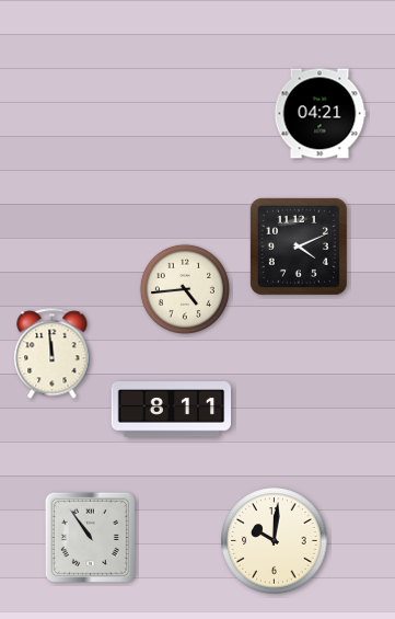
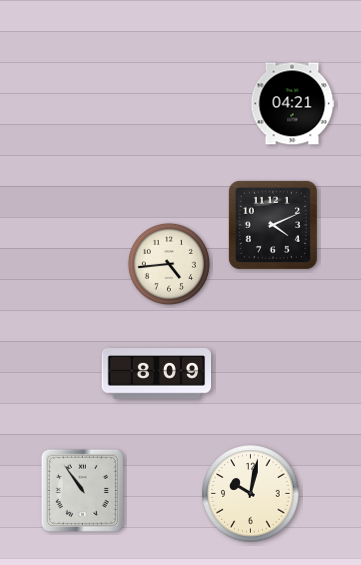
clock at (53, 354): 11:59 -> none
clock at (172, 410): 8:11 -> 8:09
clock at (275, 541): 10:01 -> 10:02
